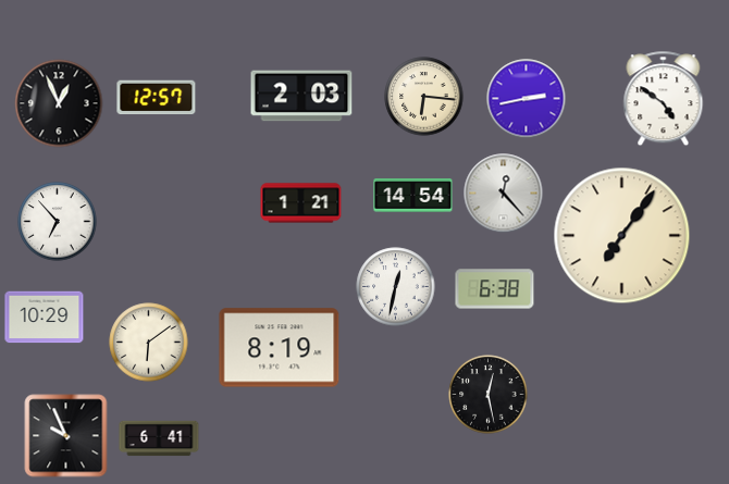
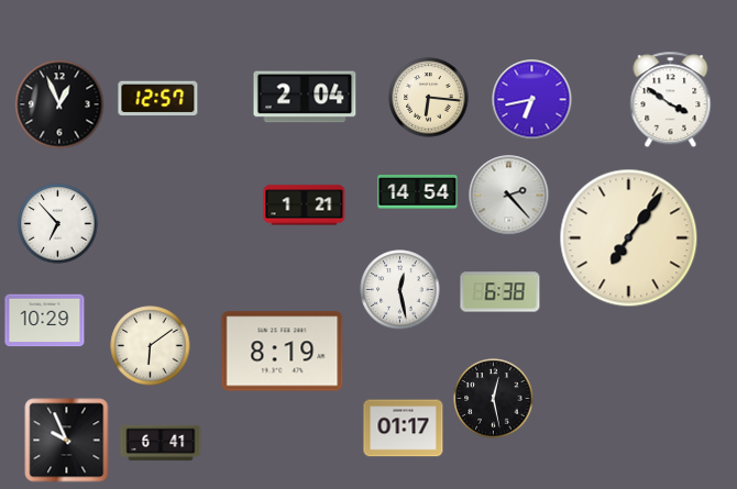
clock at (301, 96): 2:03 -> 2:04
clock at (527, 99): 2:43 -> 6:43
clock at (664, 99): 4:51 -> 3:51
clock at (504, 194): 12:23 -> 2:23
clock at (413, 196) position: (413, 196) -> (418, 192)
clock at (396, 287): 12:32 -> 12:28
clock at (404, 429): none -> 01:17
